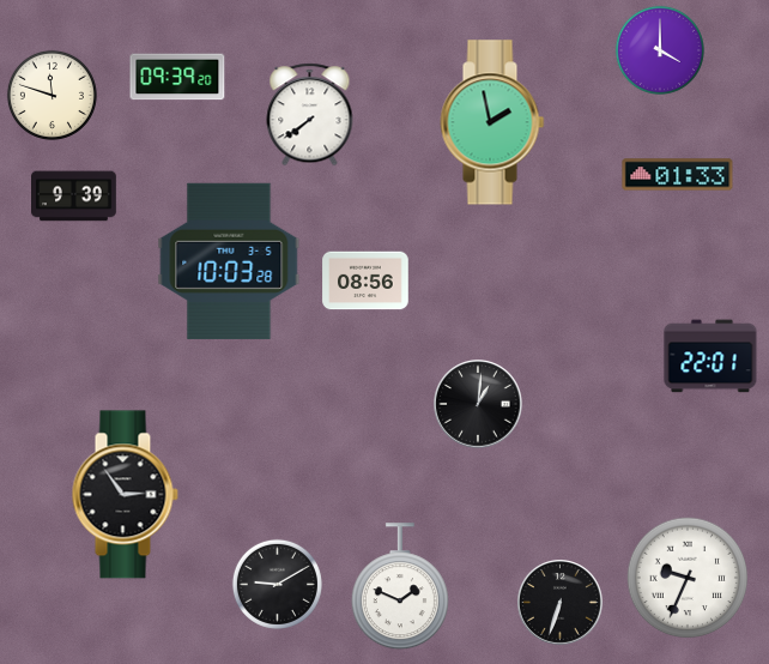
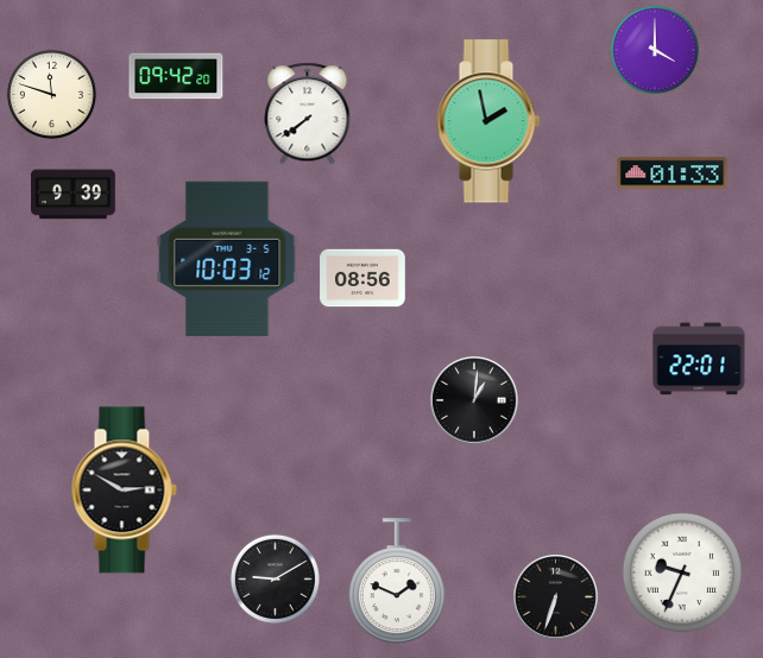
clock at (177, 77): 09:39 -> 09:42
clock at (229, 261): 10:03:28 -> 10:03:12
clock at (710, 356) position: (710, 356) -> (699, 359)
clock at (125, 495): 2:54 -> 2:50
